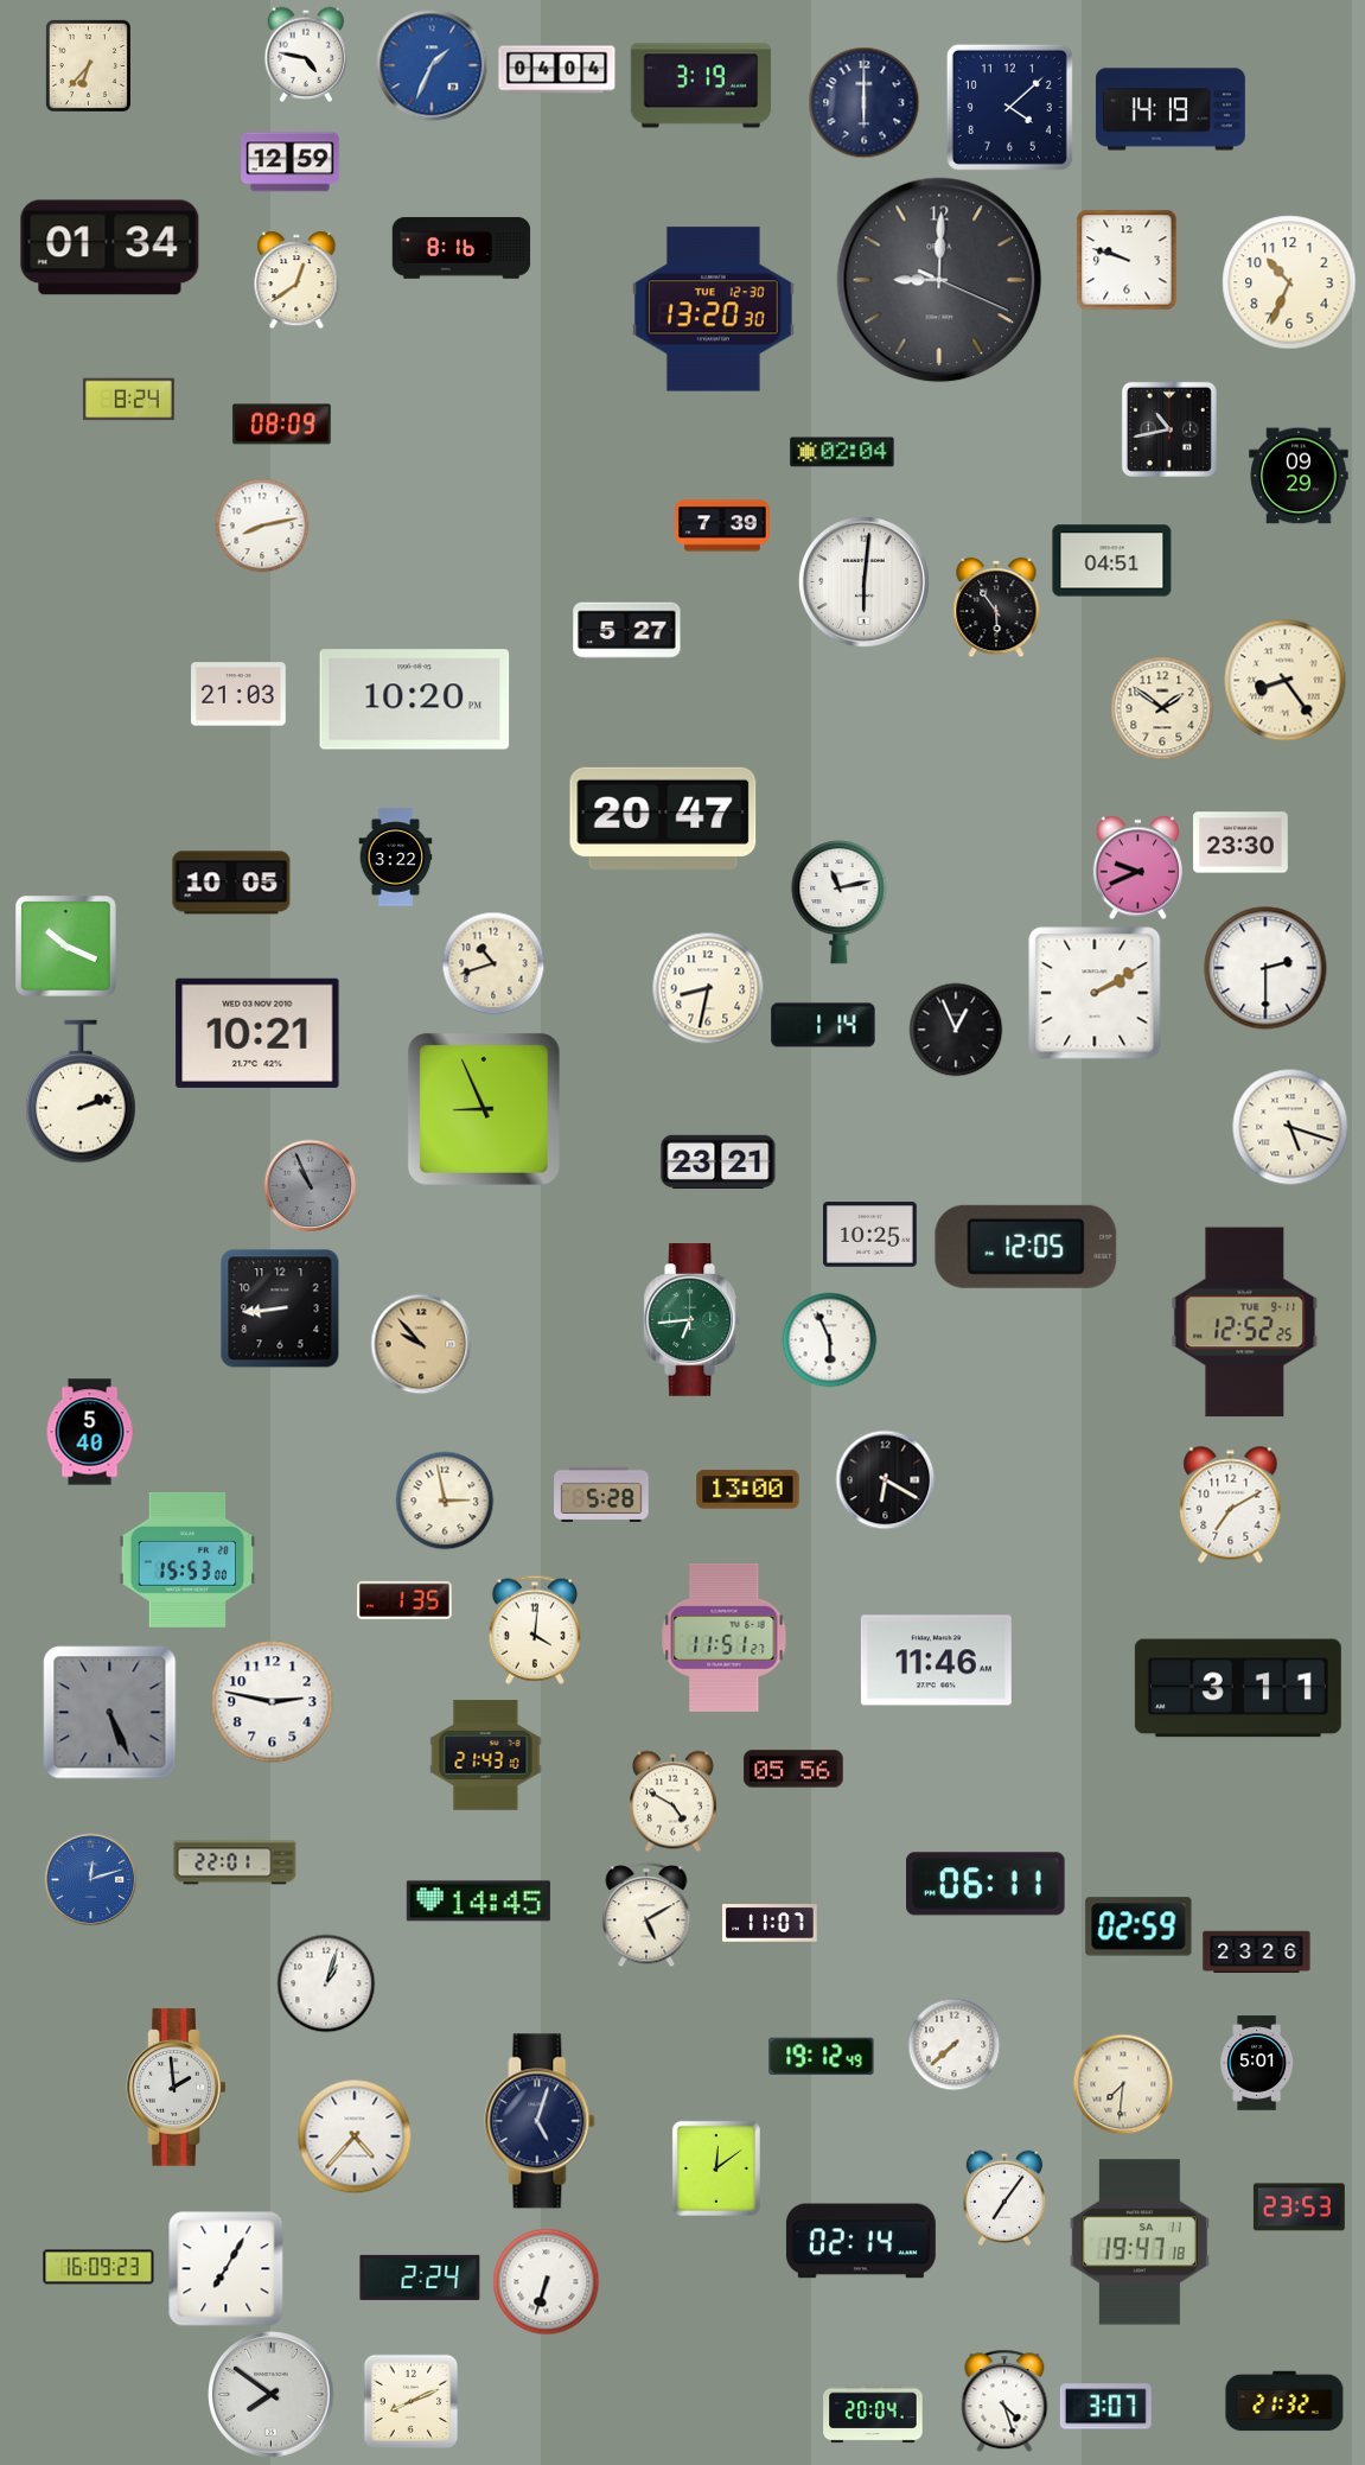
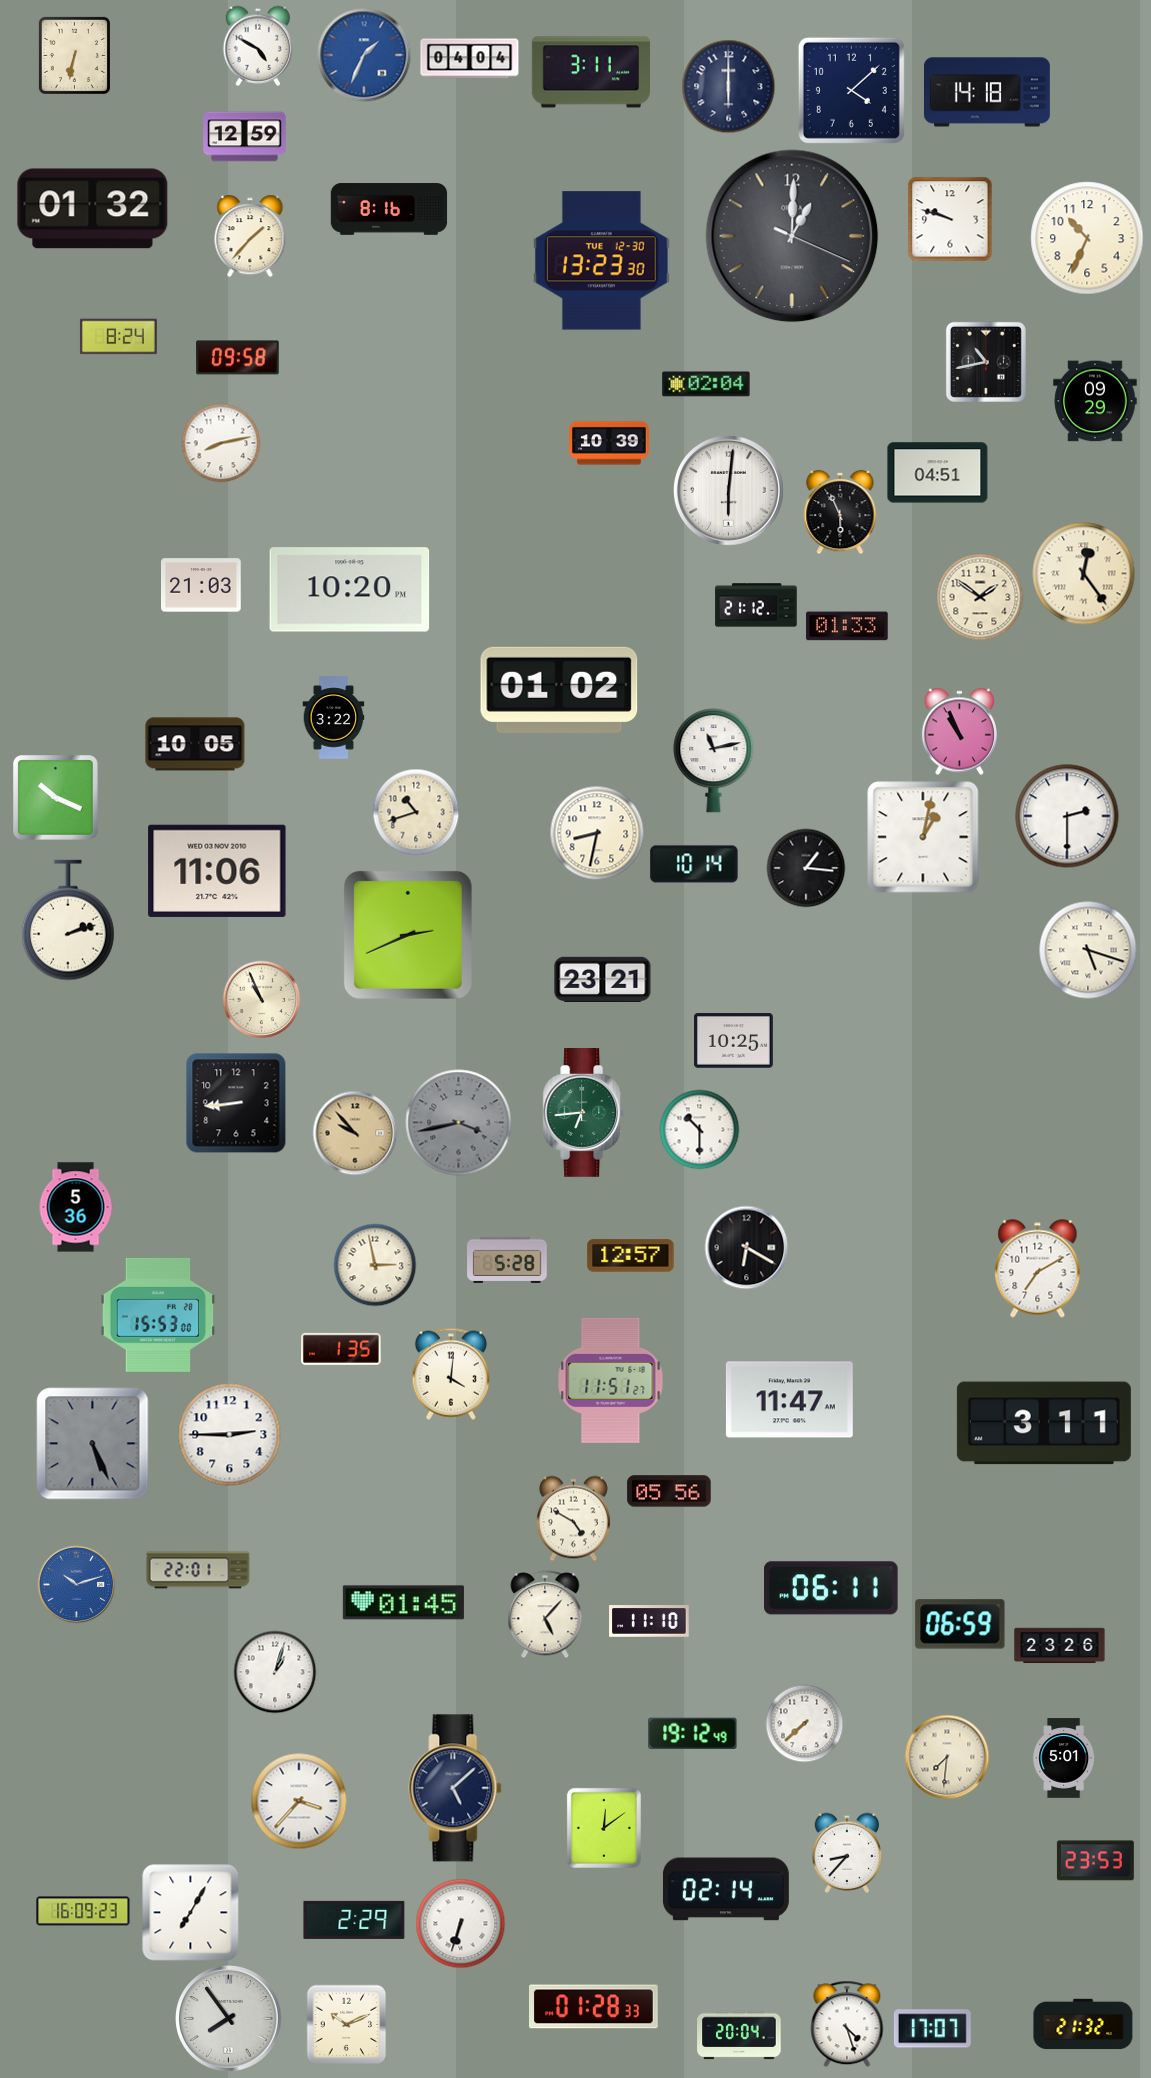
clock at (306, 55): 4:47 -> 4:50
clock at (88, 65): 6:37 -> 6:32
clock at (700, 85): 3:19 -> 3:11
clock at (1171, 109): 14:19 -> 14:18
clock at (110, 248): 01:34 -> 01:32
clock at (296, 280): 12:39 -> 1:37
clock at (939, 280): 9:00 -> 1:00
clock at (714, 310): 13:20 -> 13:23
clock at (128, 400) position: (128, 400) -> (118, 337)
clock at (282, 425): 08:09 -> 09:58
clock at (842, 452) position: (842, 452) -> (706, 384)
clock at (722, 526): 7:39 -> 10:39
clock at (996, 607): 5:54 -> 5:56
clock at (627, 631): 5:27 -> none
clock at (1286, 681): 8:24 -> 12:24
clock at (756, 605): none -> 21:12
clock at (847, 626): none -> 01:33
clock at (663, 819): 20:47 -> 01:02
clock at (1240, 842): 23:30 -> none
clock at (396, 858) position: (396, 858) -> (334, 718)
clock at (1137, 867): 9:41 -> 10:56
clock at (840, 903) position: (840, 903) -> (714, 761)
clock at (1095, 993): 2:10 -> 1:02
clock at (823, 1025): 1:14 -> 10:14
clock at (956, 1030): 12:56 -> 1:16
clock at (257, 1033): 10:21 -> 11:06
clock at (484, 1109): 8:56 -> 2:41
clock at (719, 1163) position: (719, 1163) -> (603, 980)
clock at (310, 1185) dial: grey -> cream
clock at (1026, 1247): 12:05 -> none
clock at (1245, 1323): 12:52 -> none
clock at (459, 1123): none -> 3:43
clock at (829, 1339): 5:56 -> 10:30
clock at (90, 1432): 5:40 -> 5:36
clock at (748, 1490): 13:00 -> 12:57
clock at (936, 1661): 11:46 -> 11:47
clock at (273, 1702): 2:47 -> 2:45
clock at (486, 1756): 21:43 -> none
clock at (672, 1801) position: (672, 1801) -> (573, 1518)
clock at (90, 1879): 12:12 -> 10:12
clock at (478, 1902): 14:45 -> 01:45
clock at (646, 1915): 5:10 -> 5:07
clock at (770, 1924): 11:07 -> 11:10
clock at (1138, 1926): 02:59 -> 06:59
clock at (1257, 2063) position: (1257, 2063) -> (1064, 1758)
clock at (177, 2088): 1:59 -> none
clock at (540, 2121): 5:03 -> 5:08
clock at (355, 2136): 4:37 -> 3:37
clock at (1004, 2198): 7:06 -> 8:37
clock at (1140, 2242): 19:47 -> none
clock at (420, 2278): 2:24 -> 2:29
clock at (594, 2007): none -> 01:28
clock at (272, 2395): 7:51 -> 7:54
clock at (410, 2401): 8:11 -> 10:11
clock at (1105, 2407): 3:07 -> 17:07
clock at (873, 2414) position: (873, 2414) -> (739, 2035)
